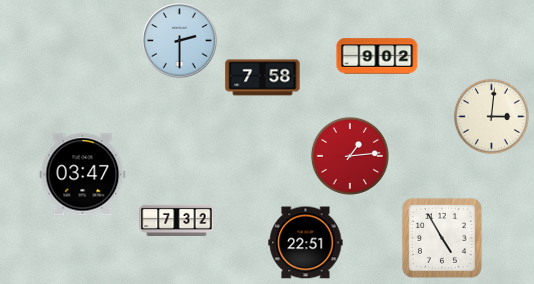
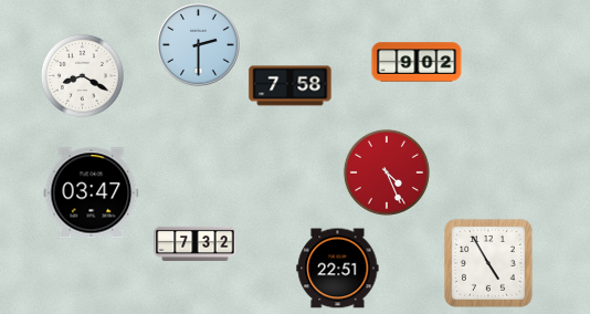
clock at (82, 75): none -> 8:20
clock at (491, 116): 3:01 -> none
clock at (350, 156): 1:14 -> 4:26
